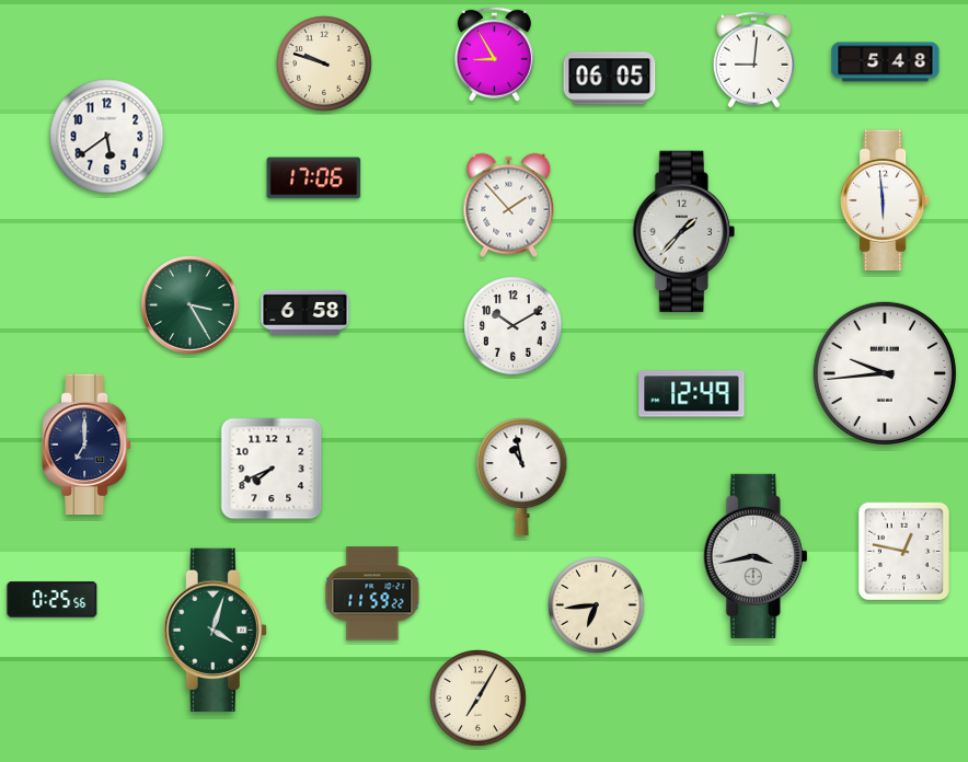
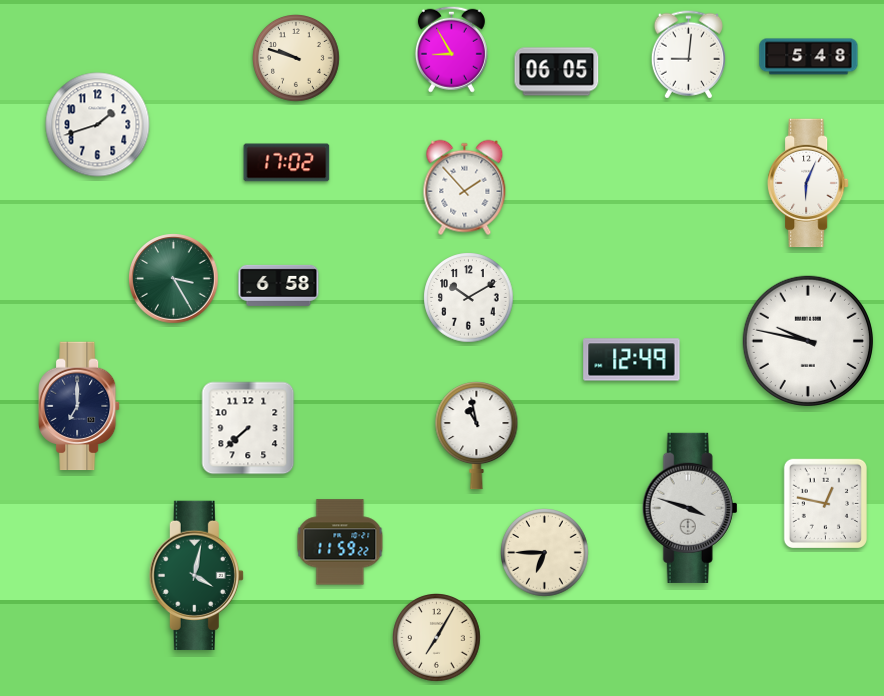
clock at (107, 137): 5:39 -> 1:42
clock at (314, 178): 17:06 -> 17:02
clock at (885, 200): 5:59 -> 6:04
clock at (683, 232): 1:37 -> none
clock at (885, 373): 9:44 -> 9:47
clock at (272, 469): 7:41 -> 7:38
clock at (756, 556): 3:43 -> 3:48
clock at (53, 600): 0:25 -> none
clock at (597, 605): 6:44 -> 6:45
clock at (215, 630): 4:03 -> 4:02
